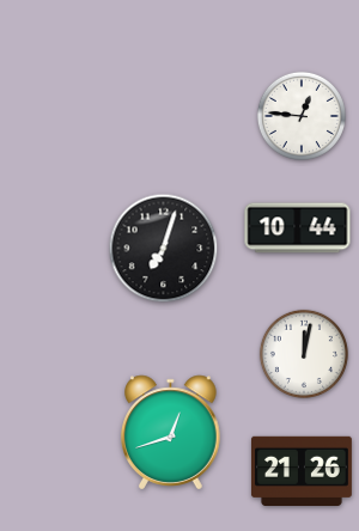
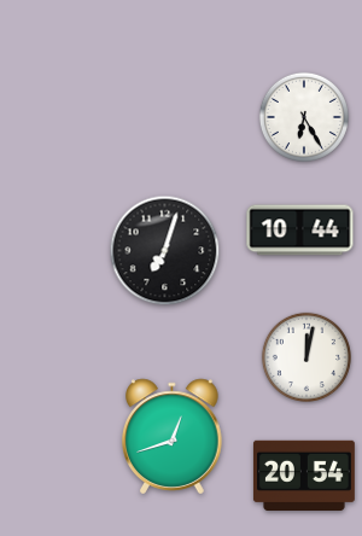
clock at (302, 116): 12:46 -> 6:25
clock at (302, 470): 21:26 -> 20:54
